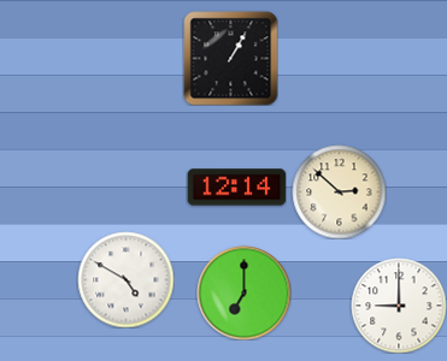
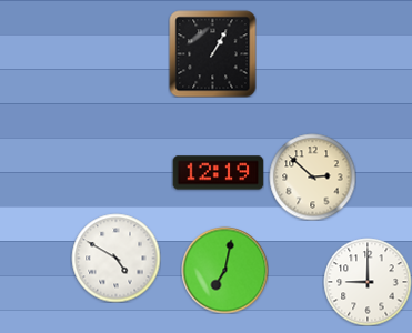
clock at (236, 188): 12:14 -> 12:19
clock at (243, 292): 7:00 -> 7:02
